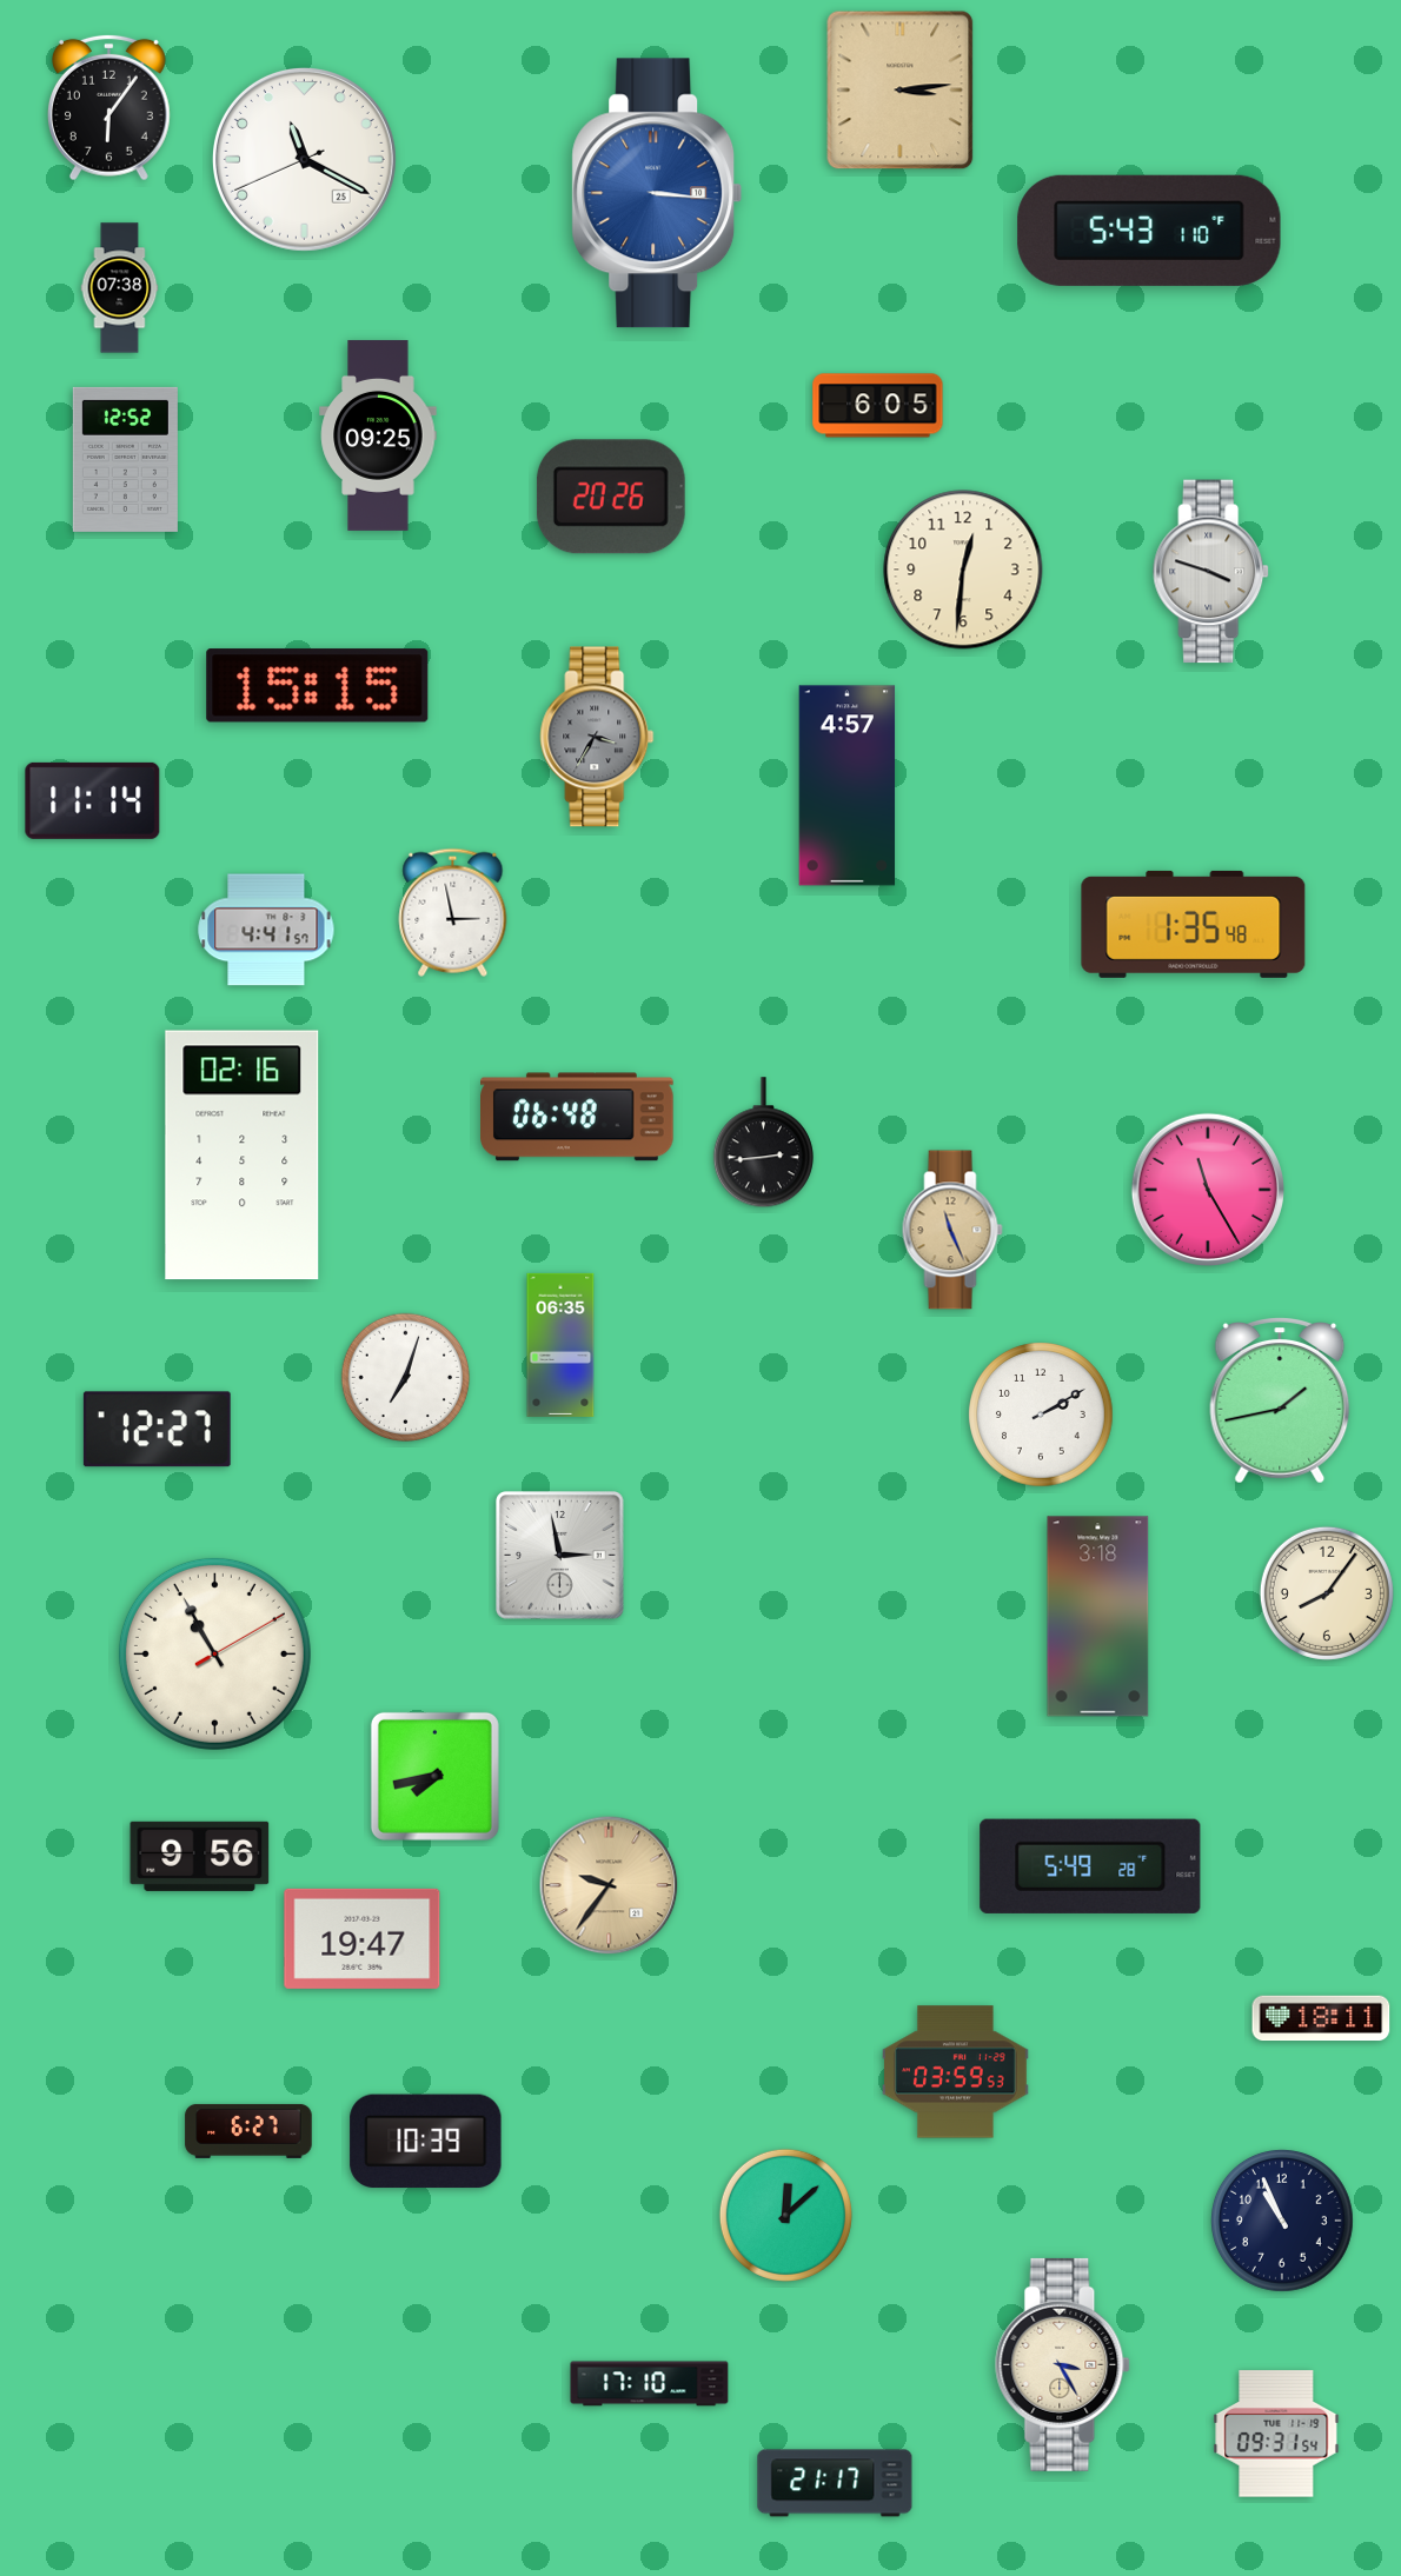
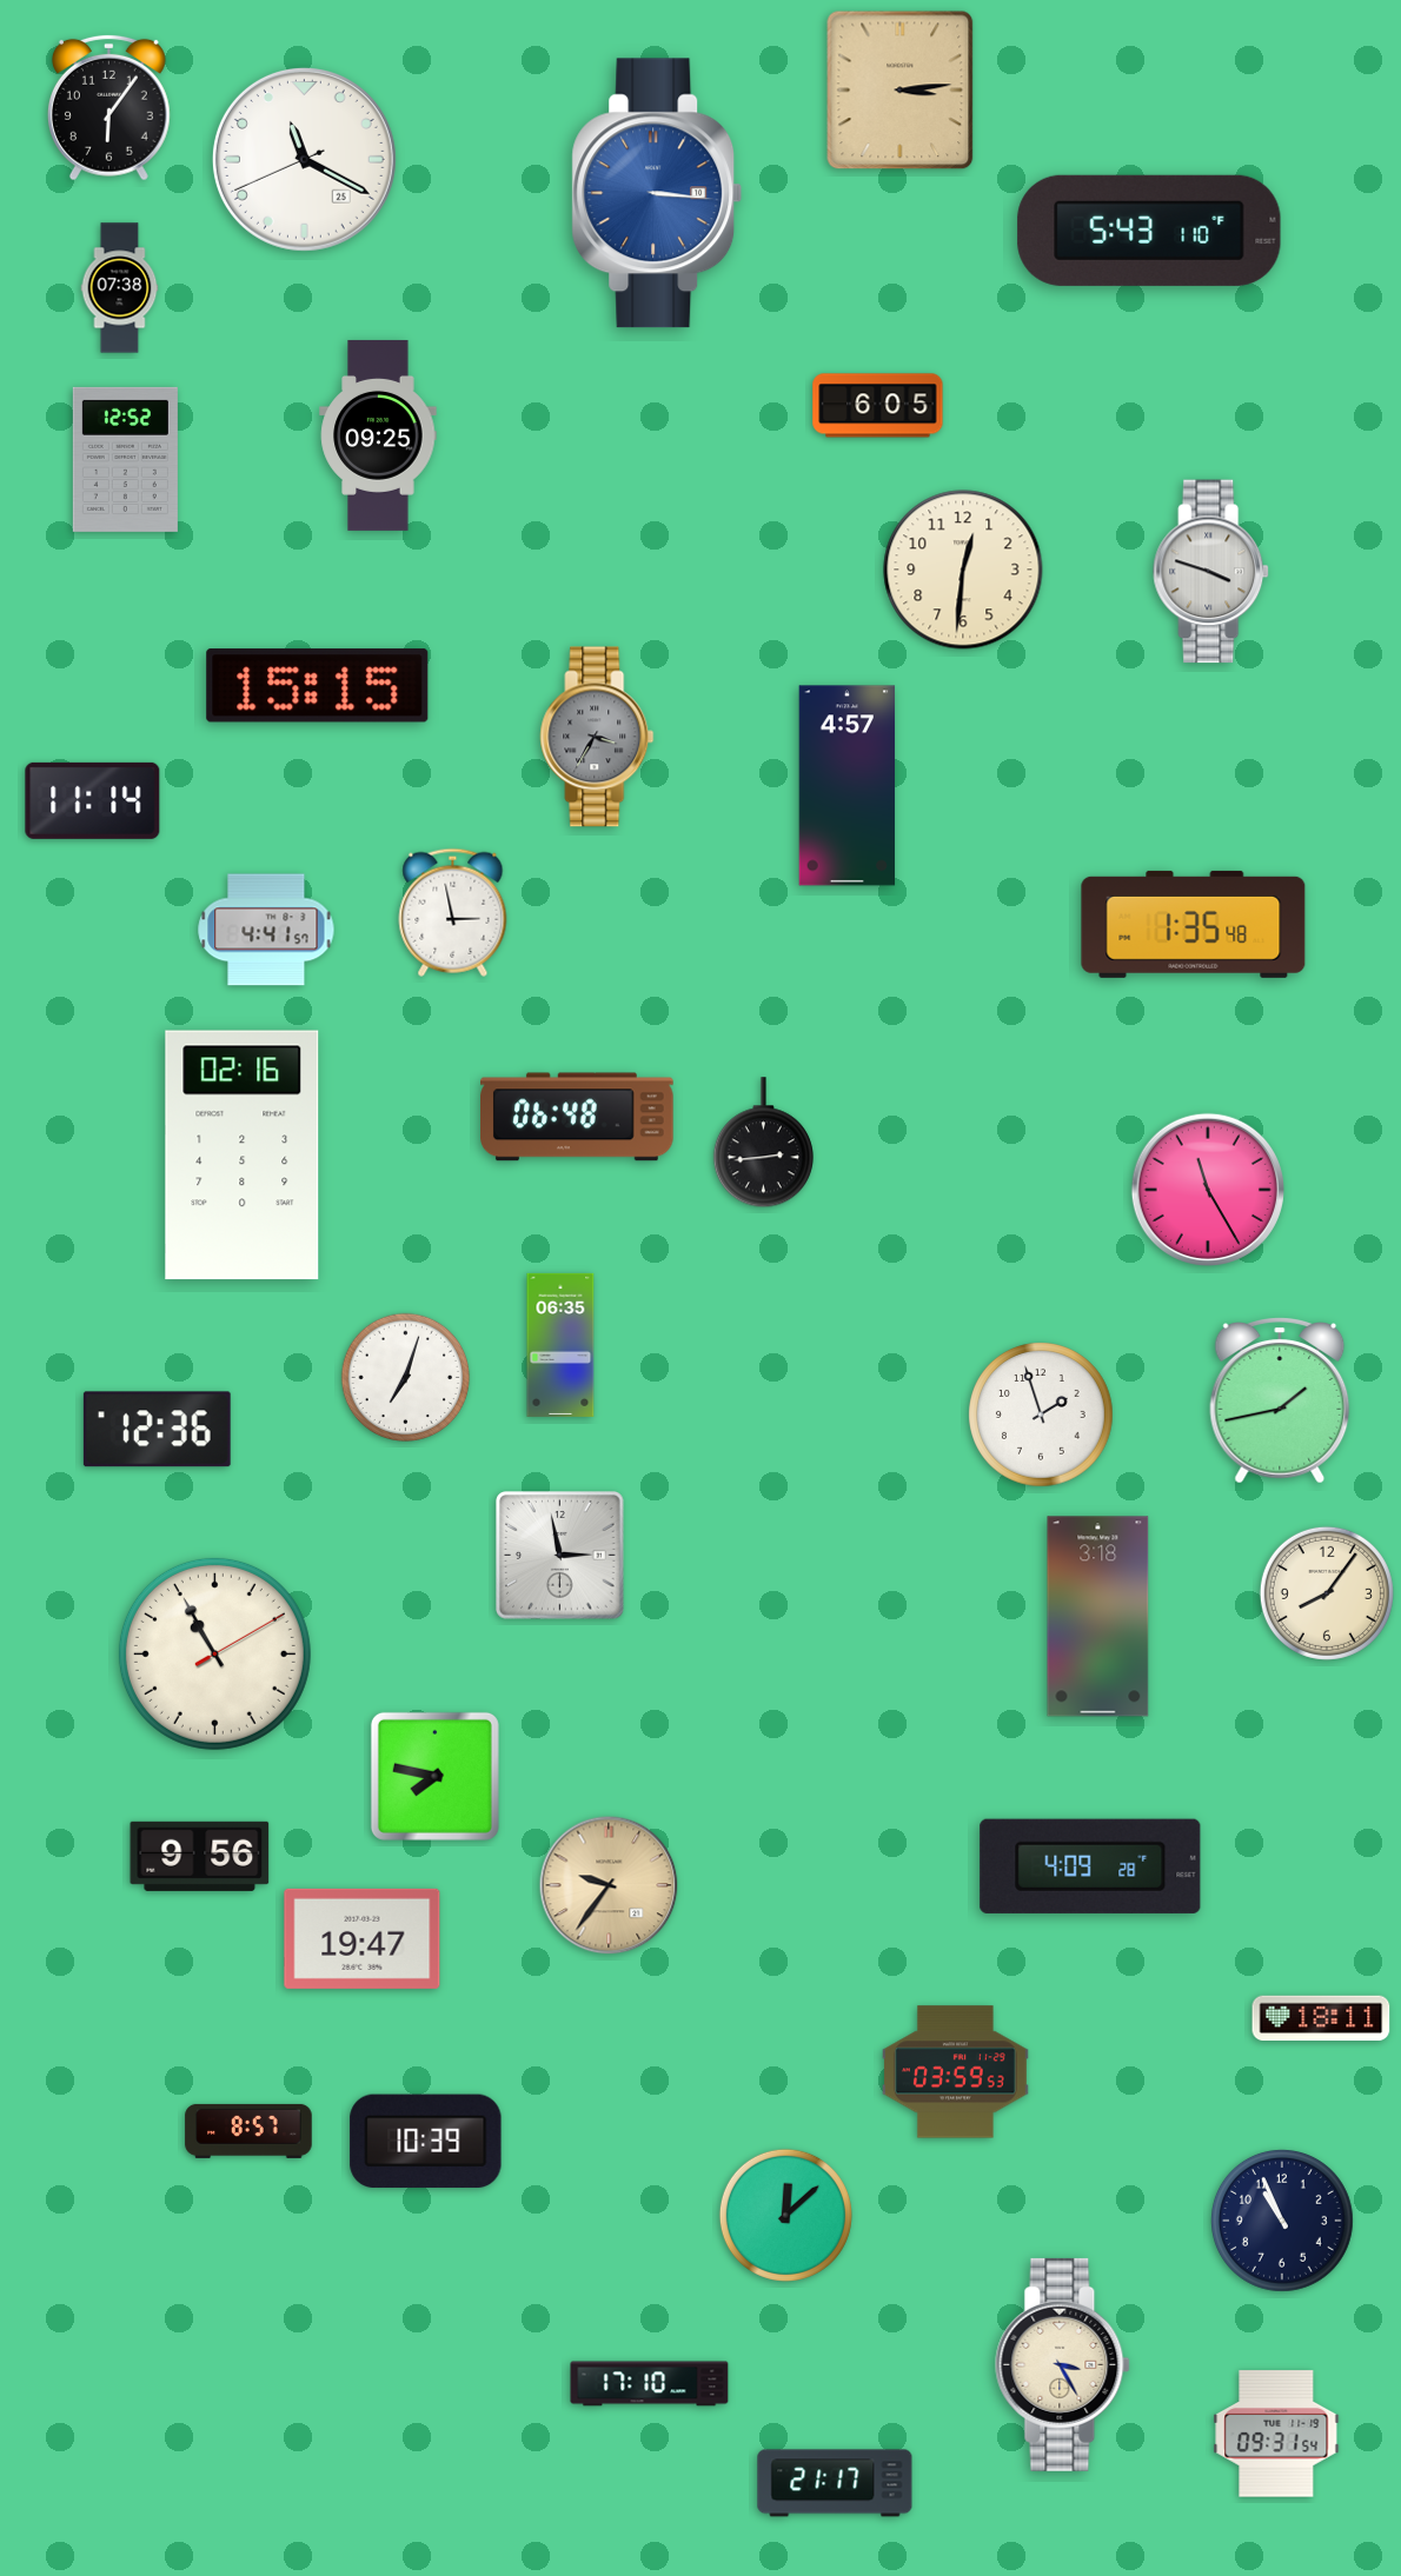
clock at (611, 497): 20:26 -> none
clock at (952, 1230): 11:26 -> none
clock at (1041, 1415): 2:10 -> 1:57
clock at (157, 1430): 12:27 -> 12:36
clock at (434, 1776): 7:43 -> 7:47
clock at (1090, 1866): 5:49 -> 4:09
clock at (248, 2131): 6:27 -> 8:57
